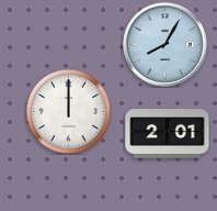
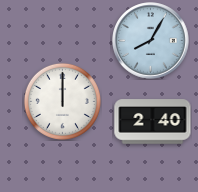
clock at (168, 134): 2:01 -> 2:40
